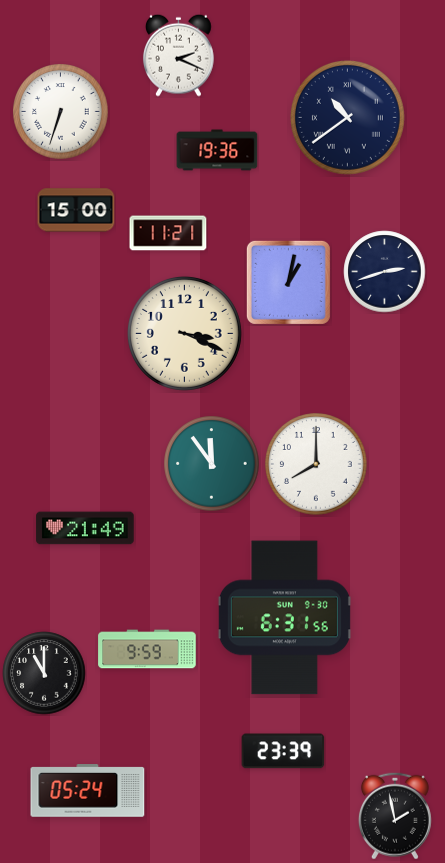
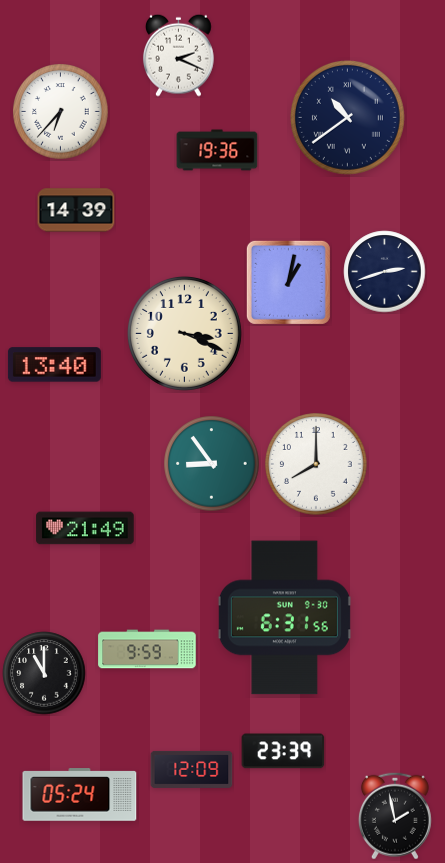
clock at (61, 112): 6:33 -> 6:37
clock at (76, 210): 15:00 -> 14:39
clock at (168, 233): 11:21 -> none
clock at (54, 365): none -> 13:40
clock at (212, 464): 11:54 -> 8:54
clock at (192, 769): none -> 12:09
clock at (88, 791) position: (88, 791) -> (80, 795)
